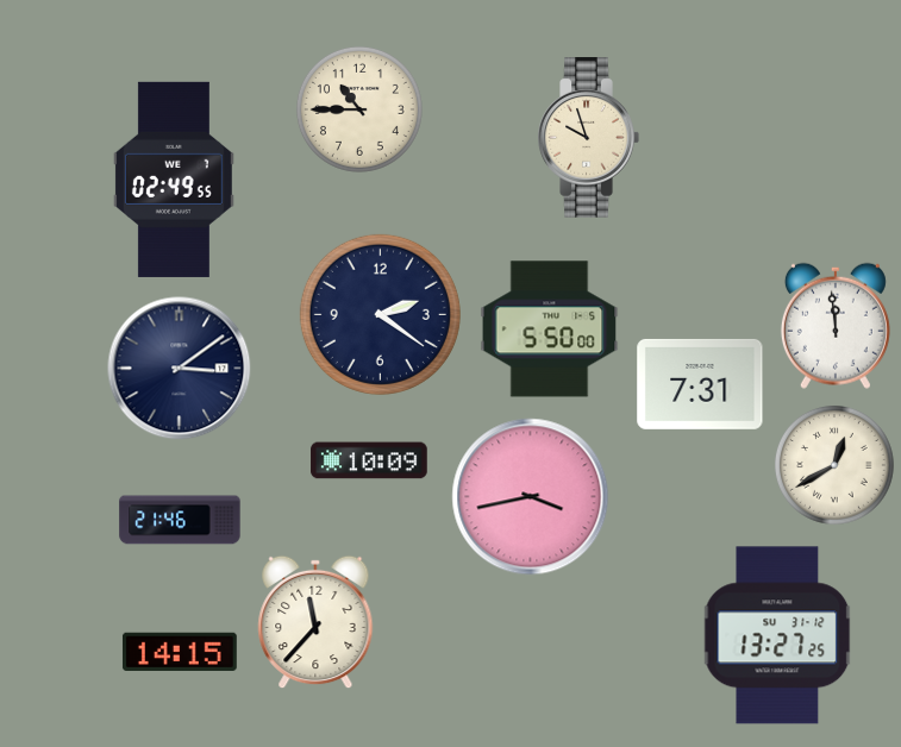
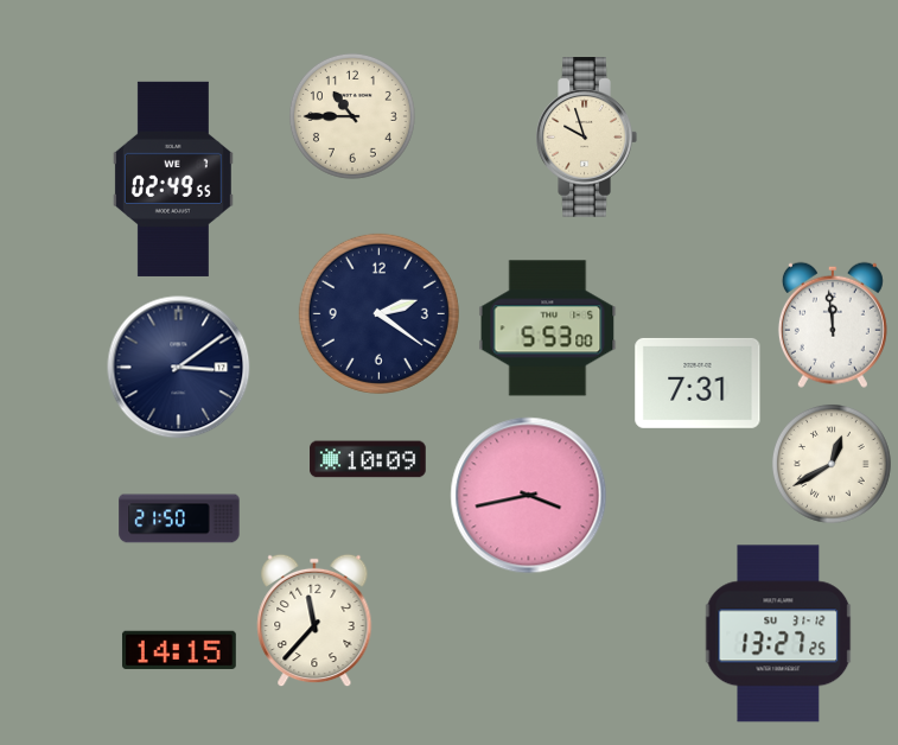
clock at (359, 109) position: (359, 109) -> (352, 116)
clock at (550, 329): 5:50 -> 5:53
clock at (180, 520): 21:46 -> 21:50
clock at (777, 635) position: (777, 635) -> (778, 633)
